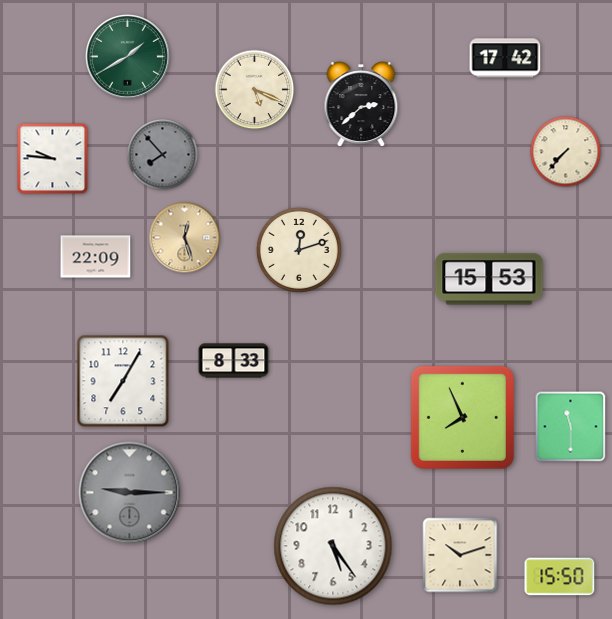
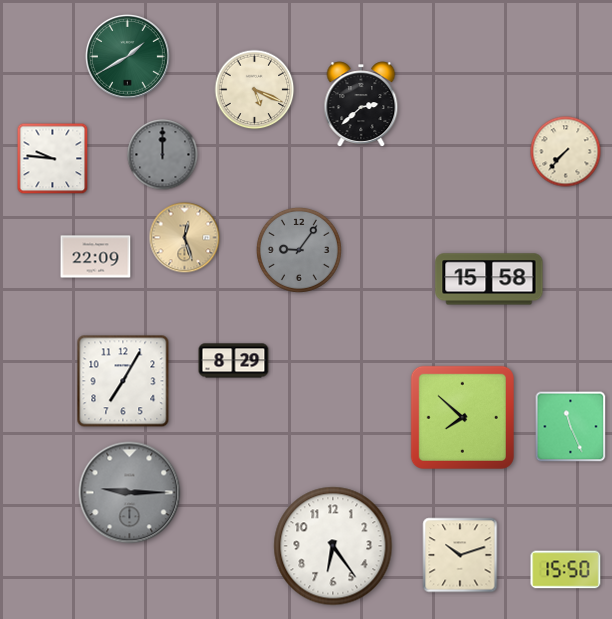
clock at (505, 58): 17:42 -> none
clock at (163, 155): 7:53 -> 12:00
clock at (299, 250): 12:12 -> 9:06
clock at (299, 250) dial: cream -> grey
clock at (489, 279): 15:53 -> 15:58
clock at (234, 361): 8:33 -> 8:29
clock at (462, 417): 7:56 -> 7:52
clock at (571, 427): 11:30 -> 11:26
clock at (333, 546): 5:24 -> 6:24
clock at (560, 577) position: (560, 577) -> (566, 570)
